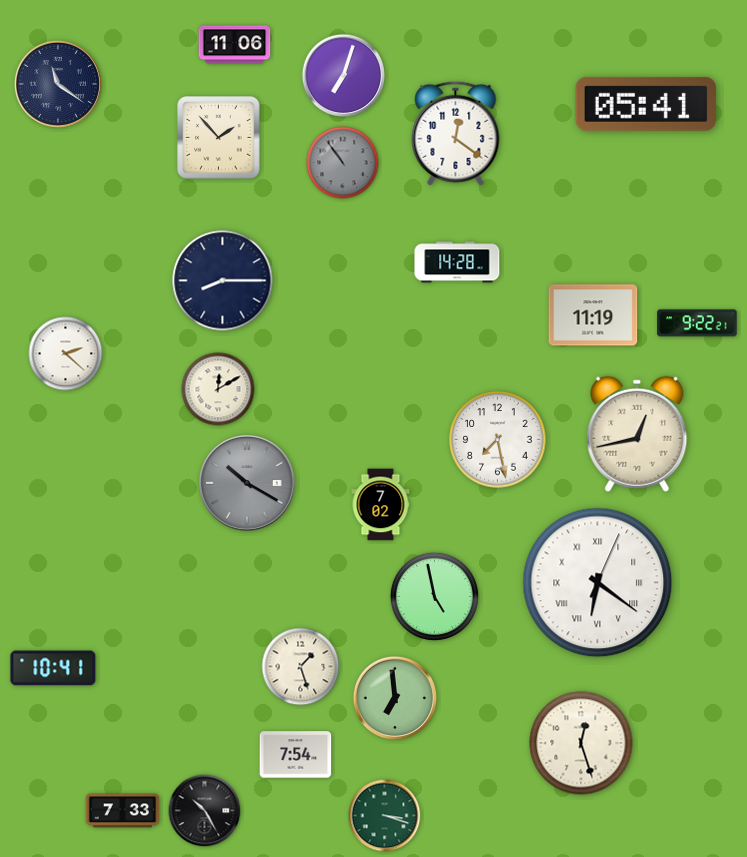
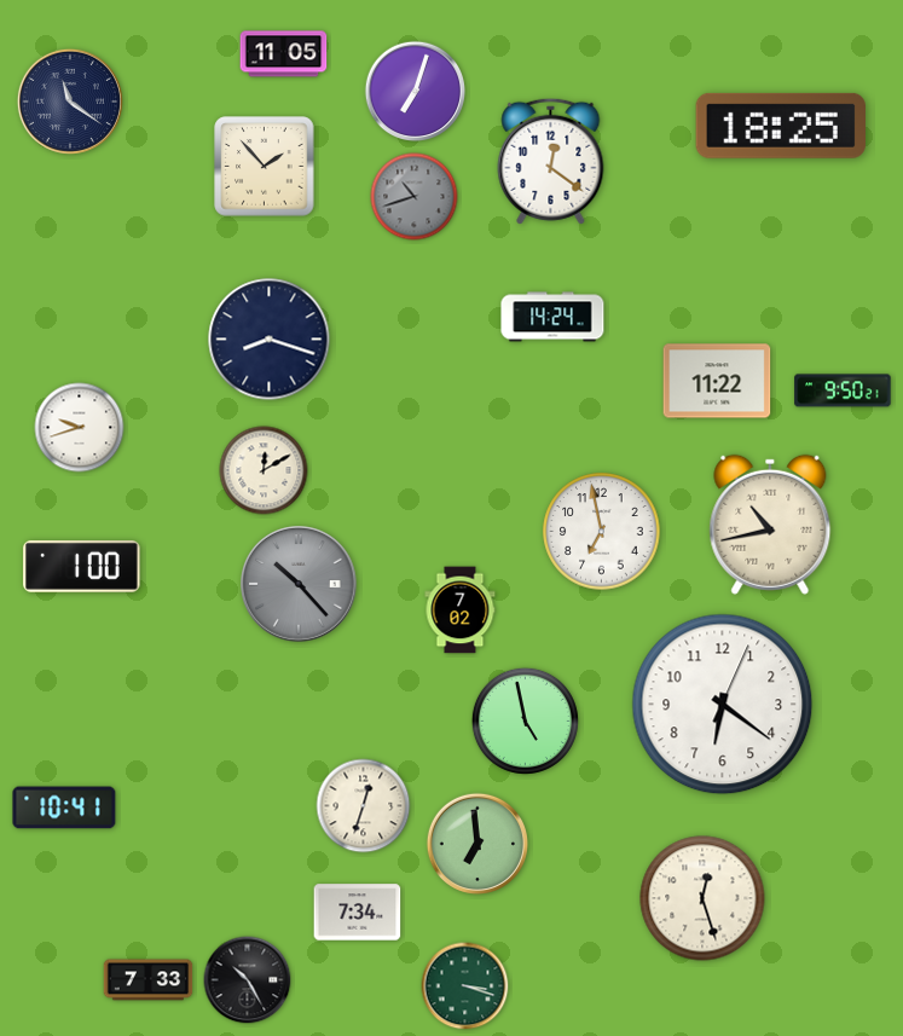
clock at (235, 45): 11:06 -> 11:05
clock at (645, 104): 05:41 -> 18:25
clock at (343, 163): 10:54 -> 10:42
clock at (457, 262): 14:28 -> 14:24
clock at (223, 281): 8:15 -> 8:18
clock at (593, 315): 11:19 -> 11:22
clock at (697, 323): 9:22 -> 9:50
clock at (66, 354): 2:22 -> 9:42
clock at (637, 434): 12:43 -> 10:43
clock at (498, 440): 7:28 -> 6:58
clock at (82, 567): none -> 1:00
clock at (248, 484): 10:20 -> 10:23
clock at (598, 583) numerals: Roman -> Arabic
clock at (301, 667): 1:27 -> 12:33
clock at (296, 755): 7:54 -> 7:34
